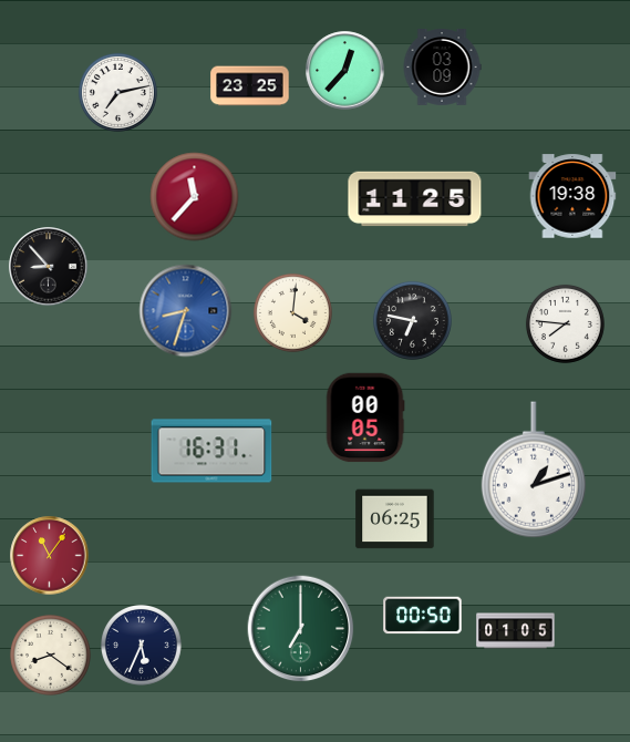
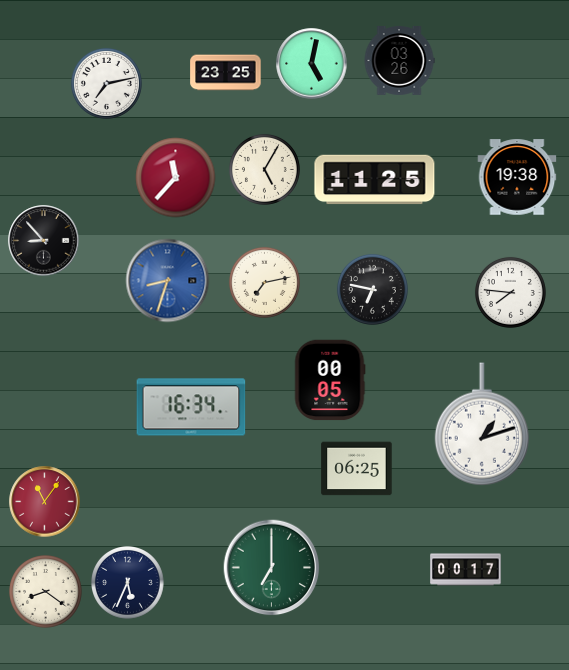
clock at (442, 68): 03:09 -> 03:26
clock at (345, 71): 12:37 -> 5:02
clock at (250, 86) position: (250, 86) -> (226, 73)
clock at (264, 169): none -> 5:05
clock at (292, 312): 4:01 -> 7:13
clock at (365, 418) position: (365, 418) -> (330, 380)
clock at (211, 451): 16:31 -> 16:34
clock at (423, 616): 00:50 -> none
clock at (516, 631): 01:05 -> 00:17
